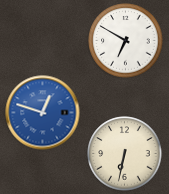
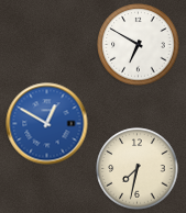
clock at (43, 113): 12:48 -> 12:50
clock at (125, 154): 6:32 -> 7:32
